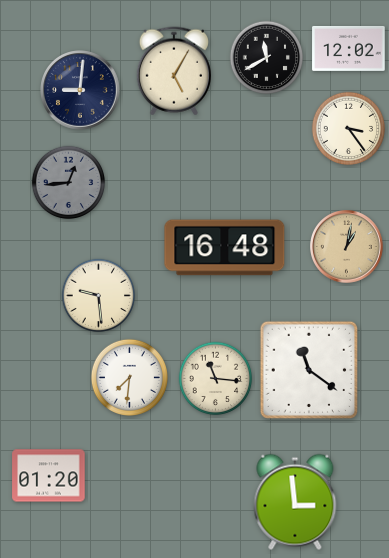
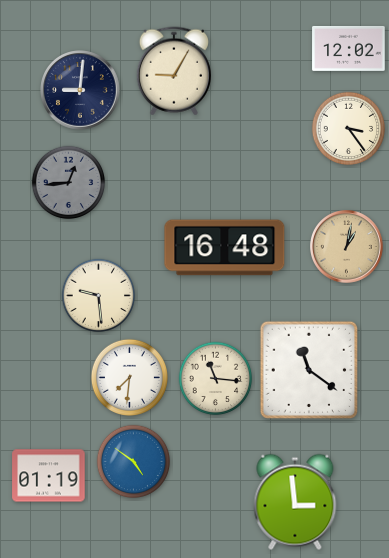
clock at (267, 58): 11:40 -> none
clock at (174, 71): 5:05 -> 9:05
clock at (134, 462): none -> 4:51
clock at (49, 476): 01:20 -> 01:19
